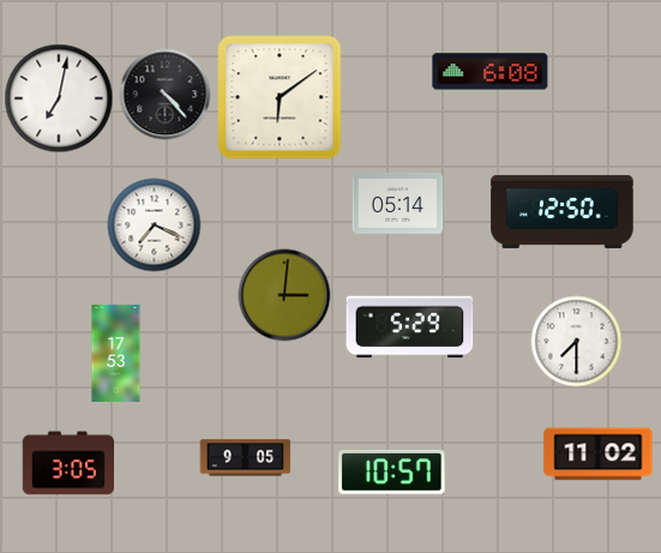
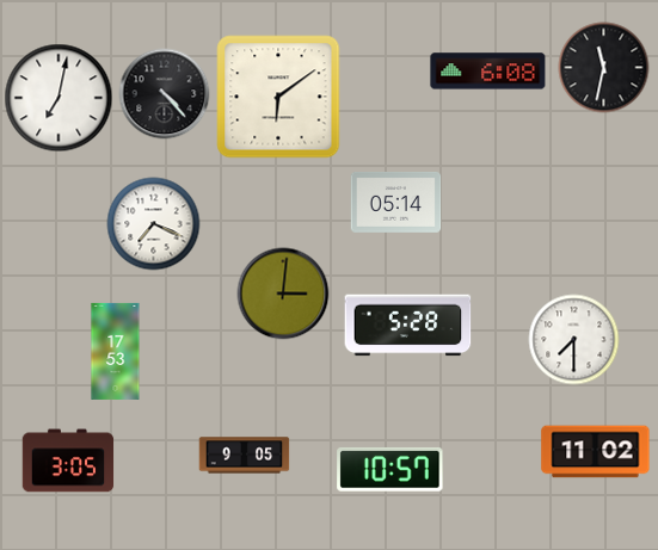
clock at (604, 68): none -> 11:32
clock at (563, 211): 12:50 -> none
clock at (410, 327): 5:29 -> 5:28
